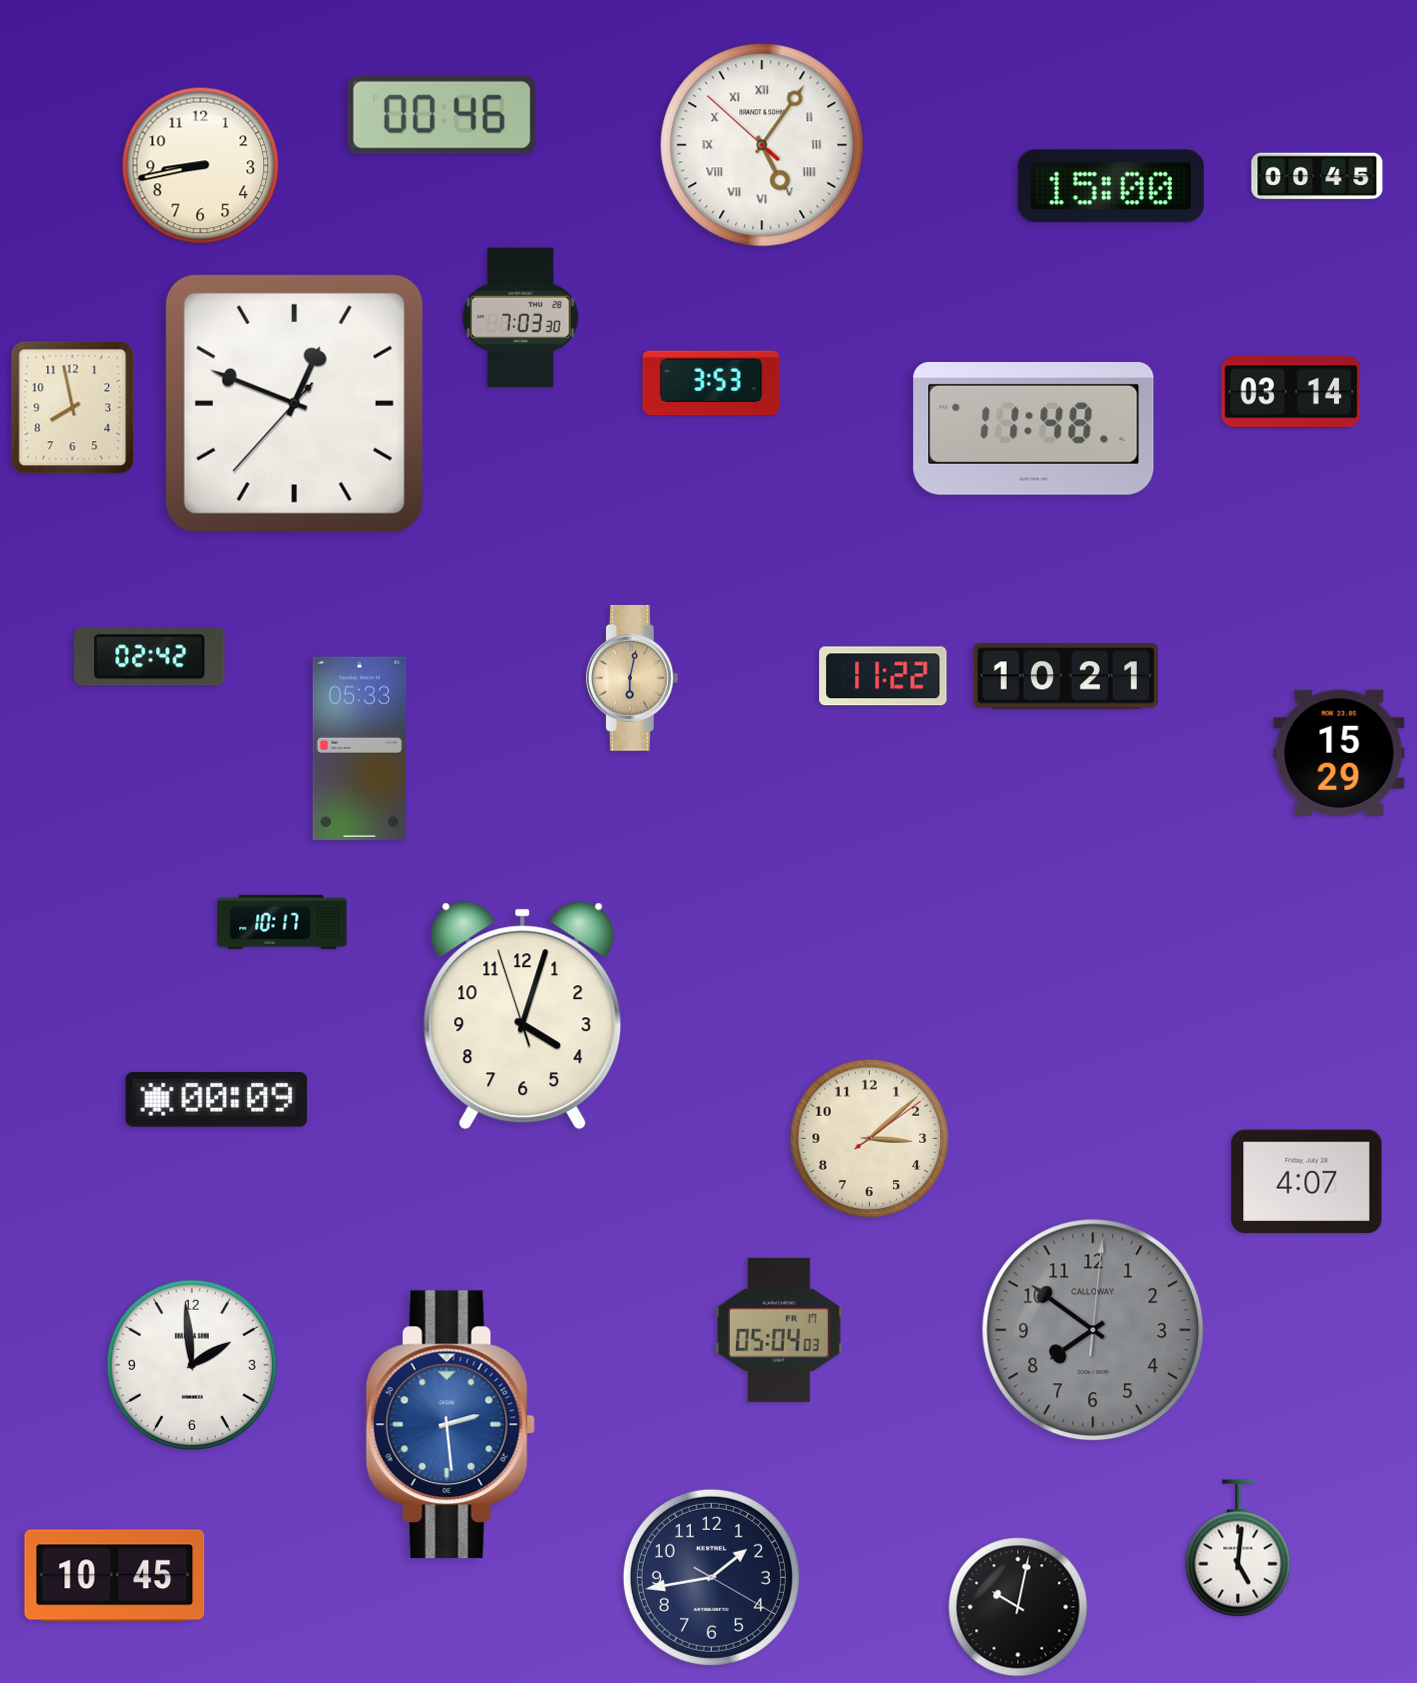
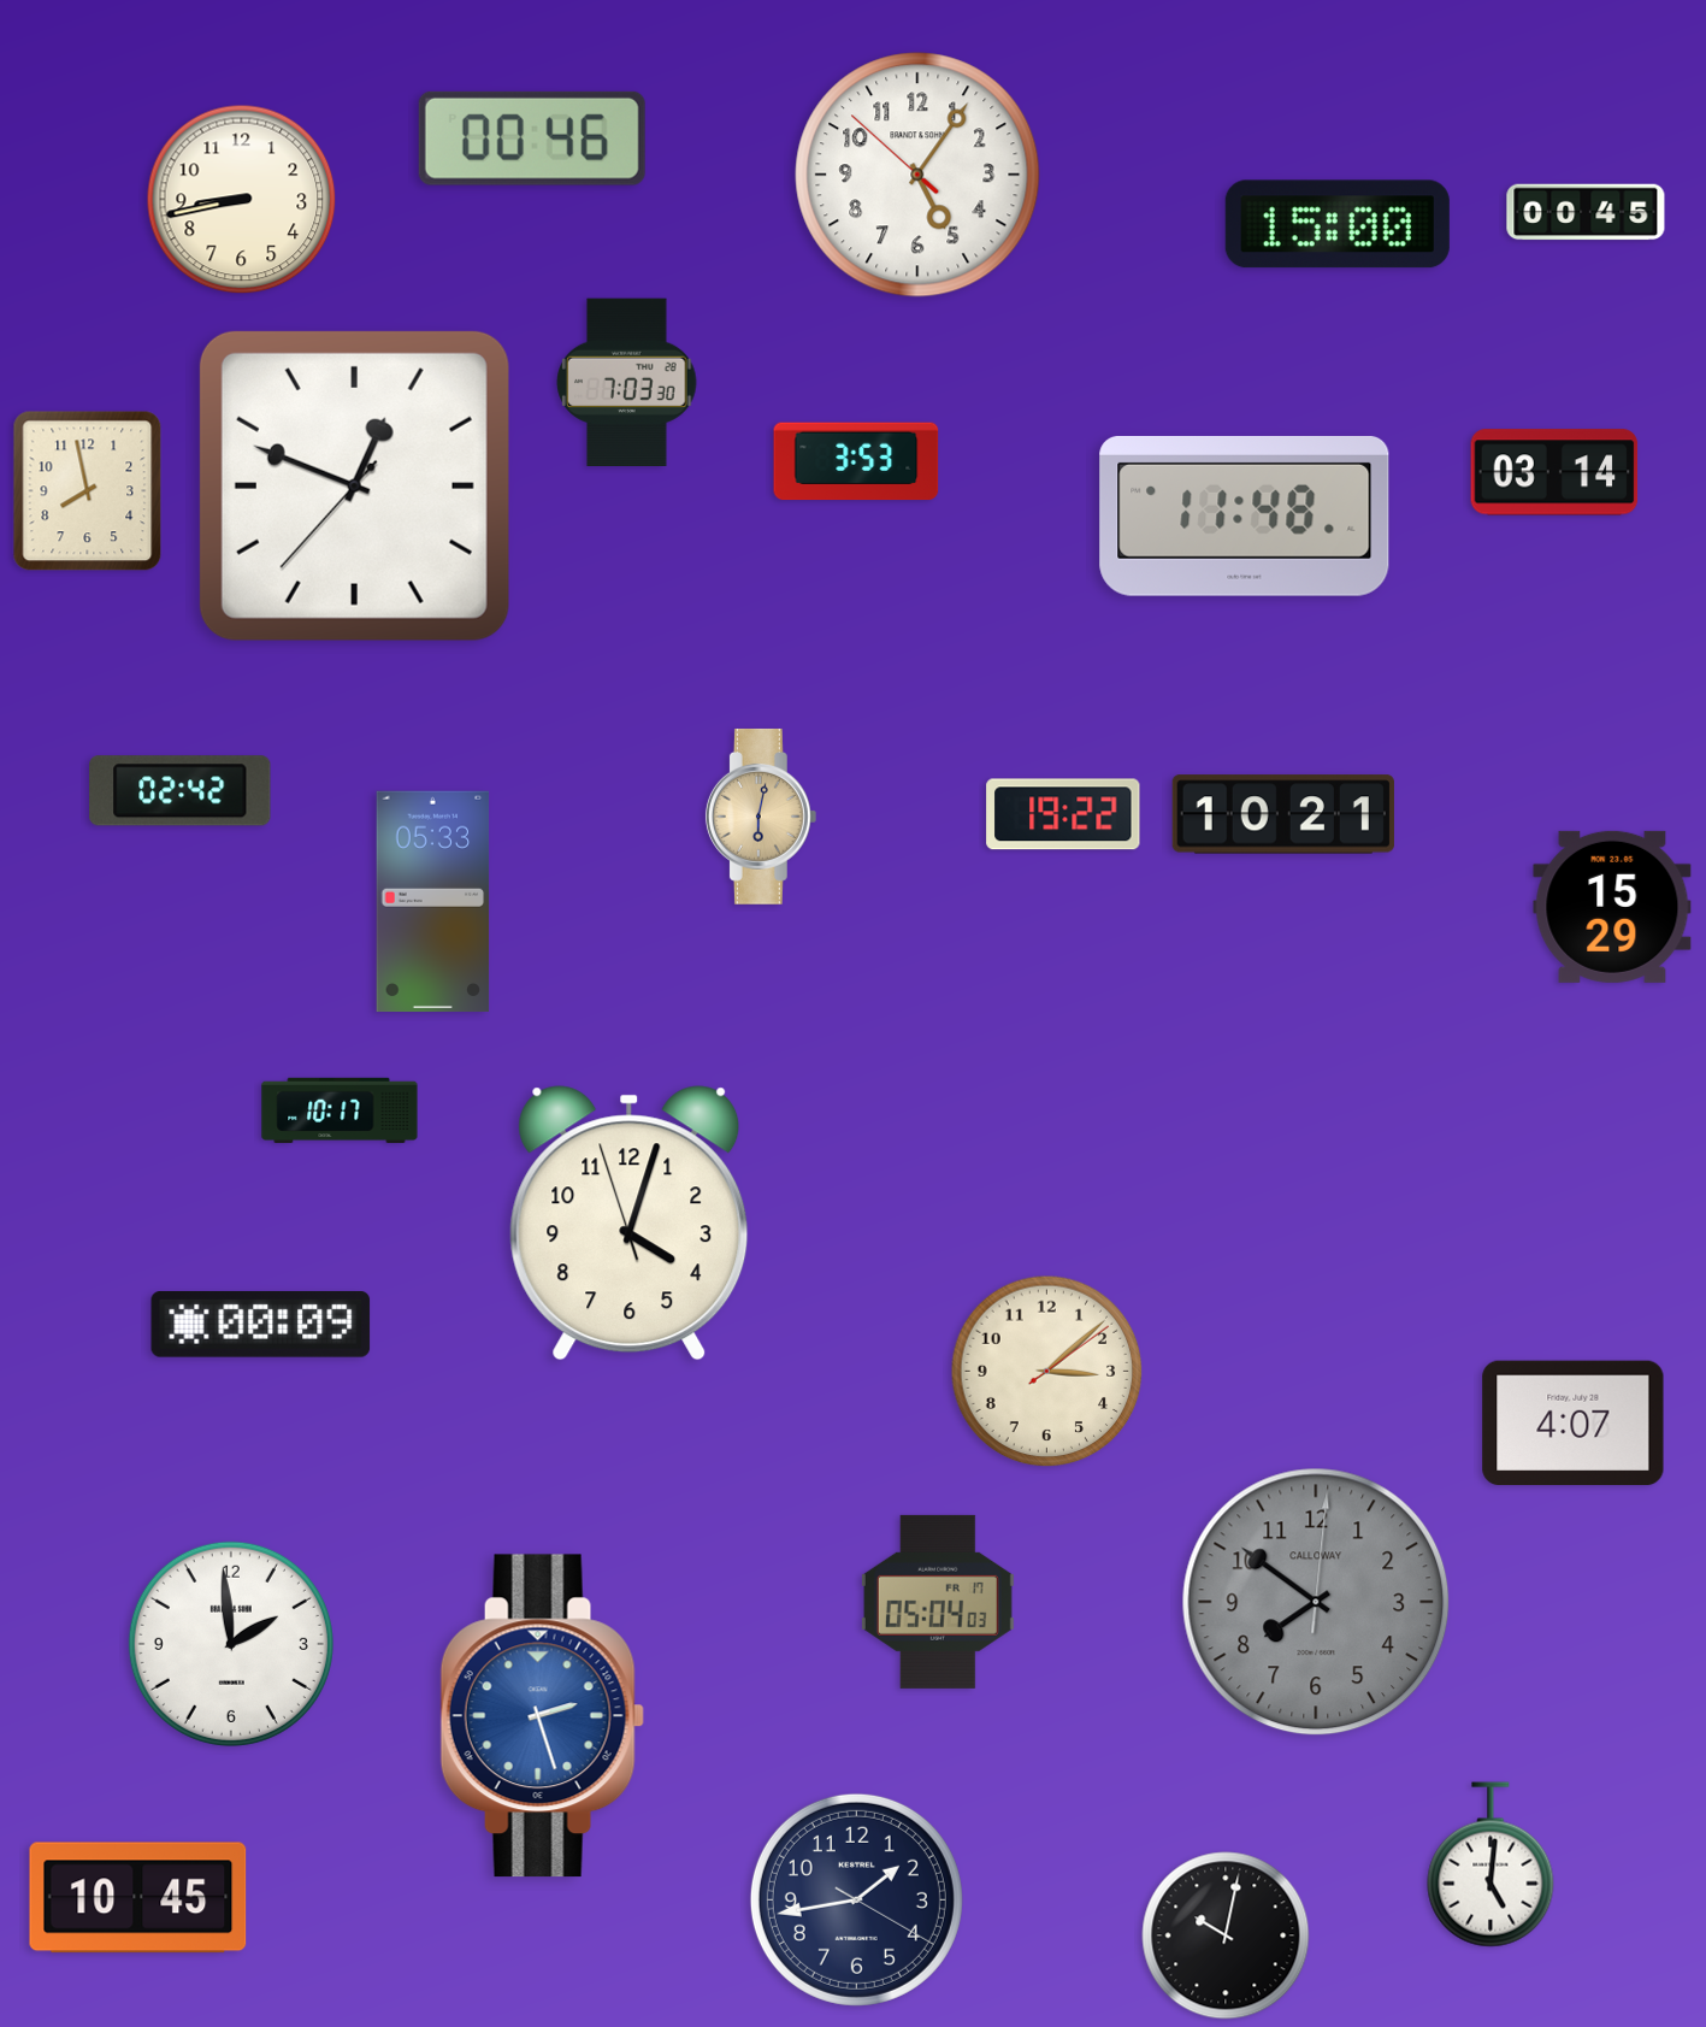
clock at (762, 145) numerals: Roman -> Arabic
clock at (883, 676): 11:22 -> 19:22
clock at (450, 1425): 2:29 -> 2:27
